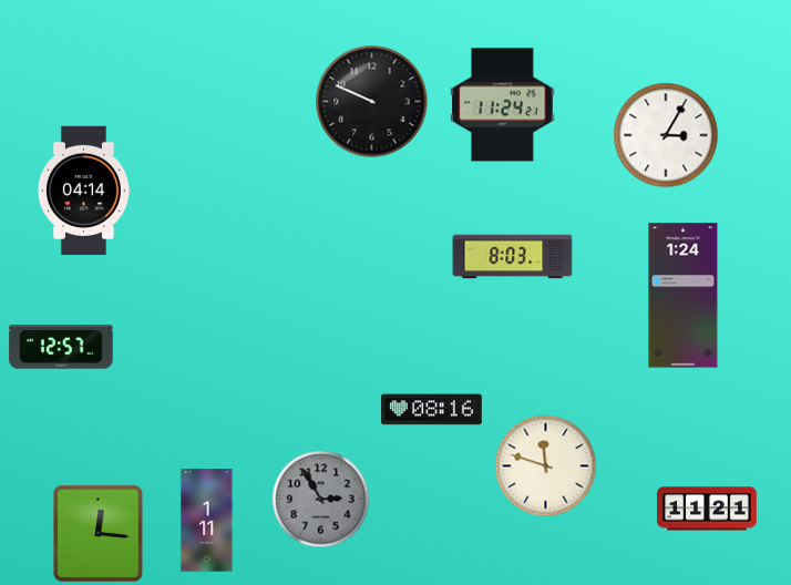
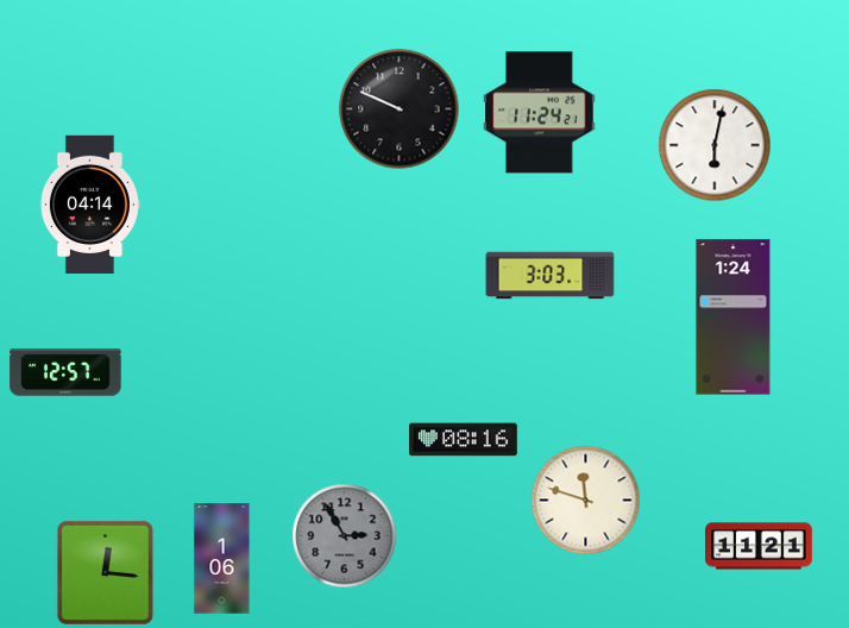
clock at (666, 135): 3:05 -> 6:02
clock at (513, 257): 8:03 -> 3:03
clock at (207, 521): 1:11 -> 1:06
